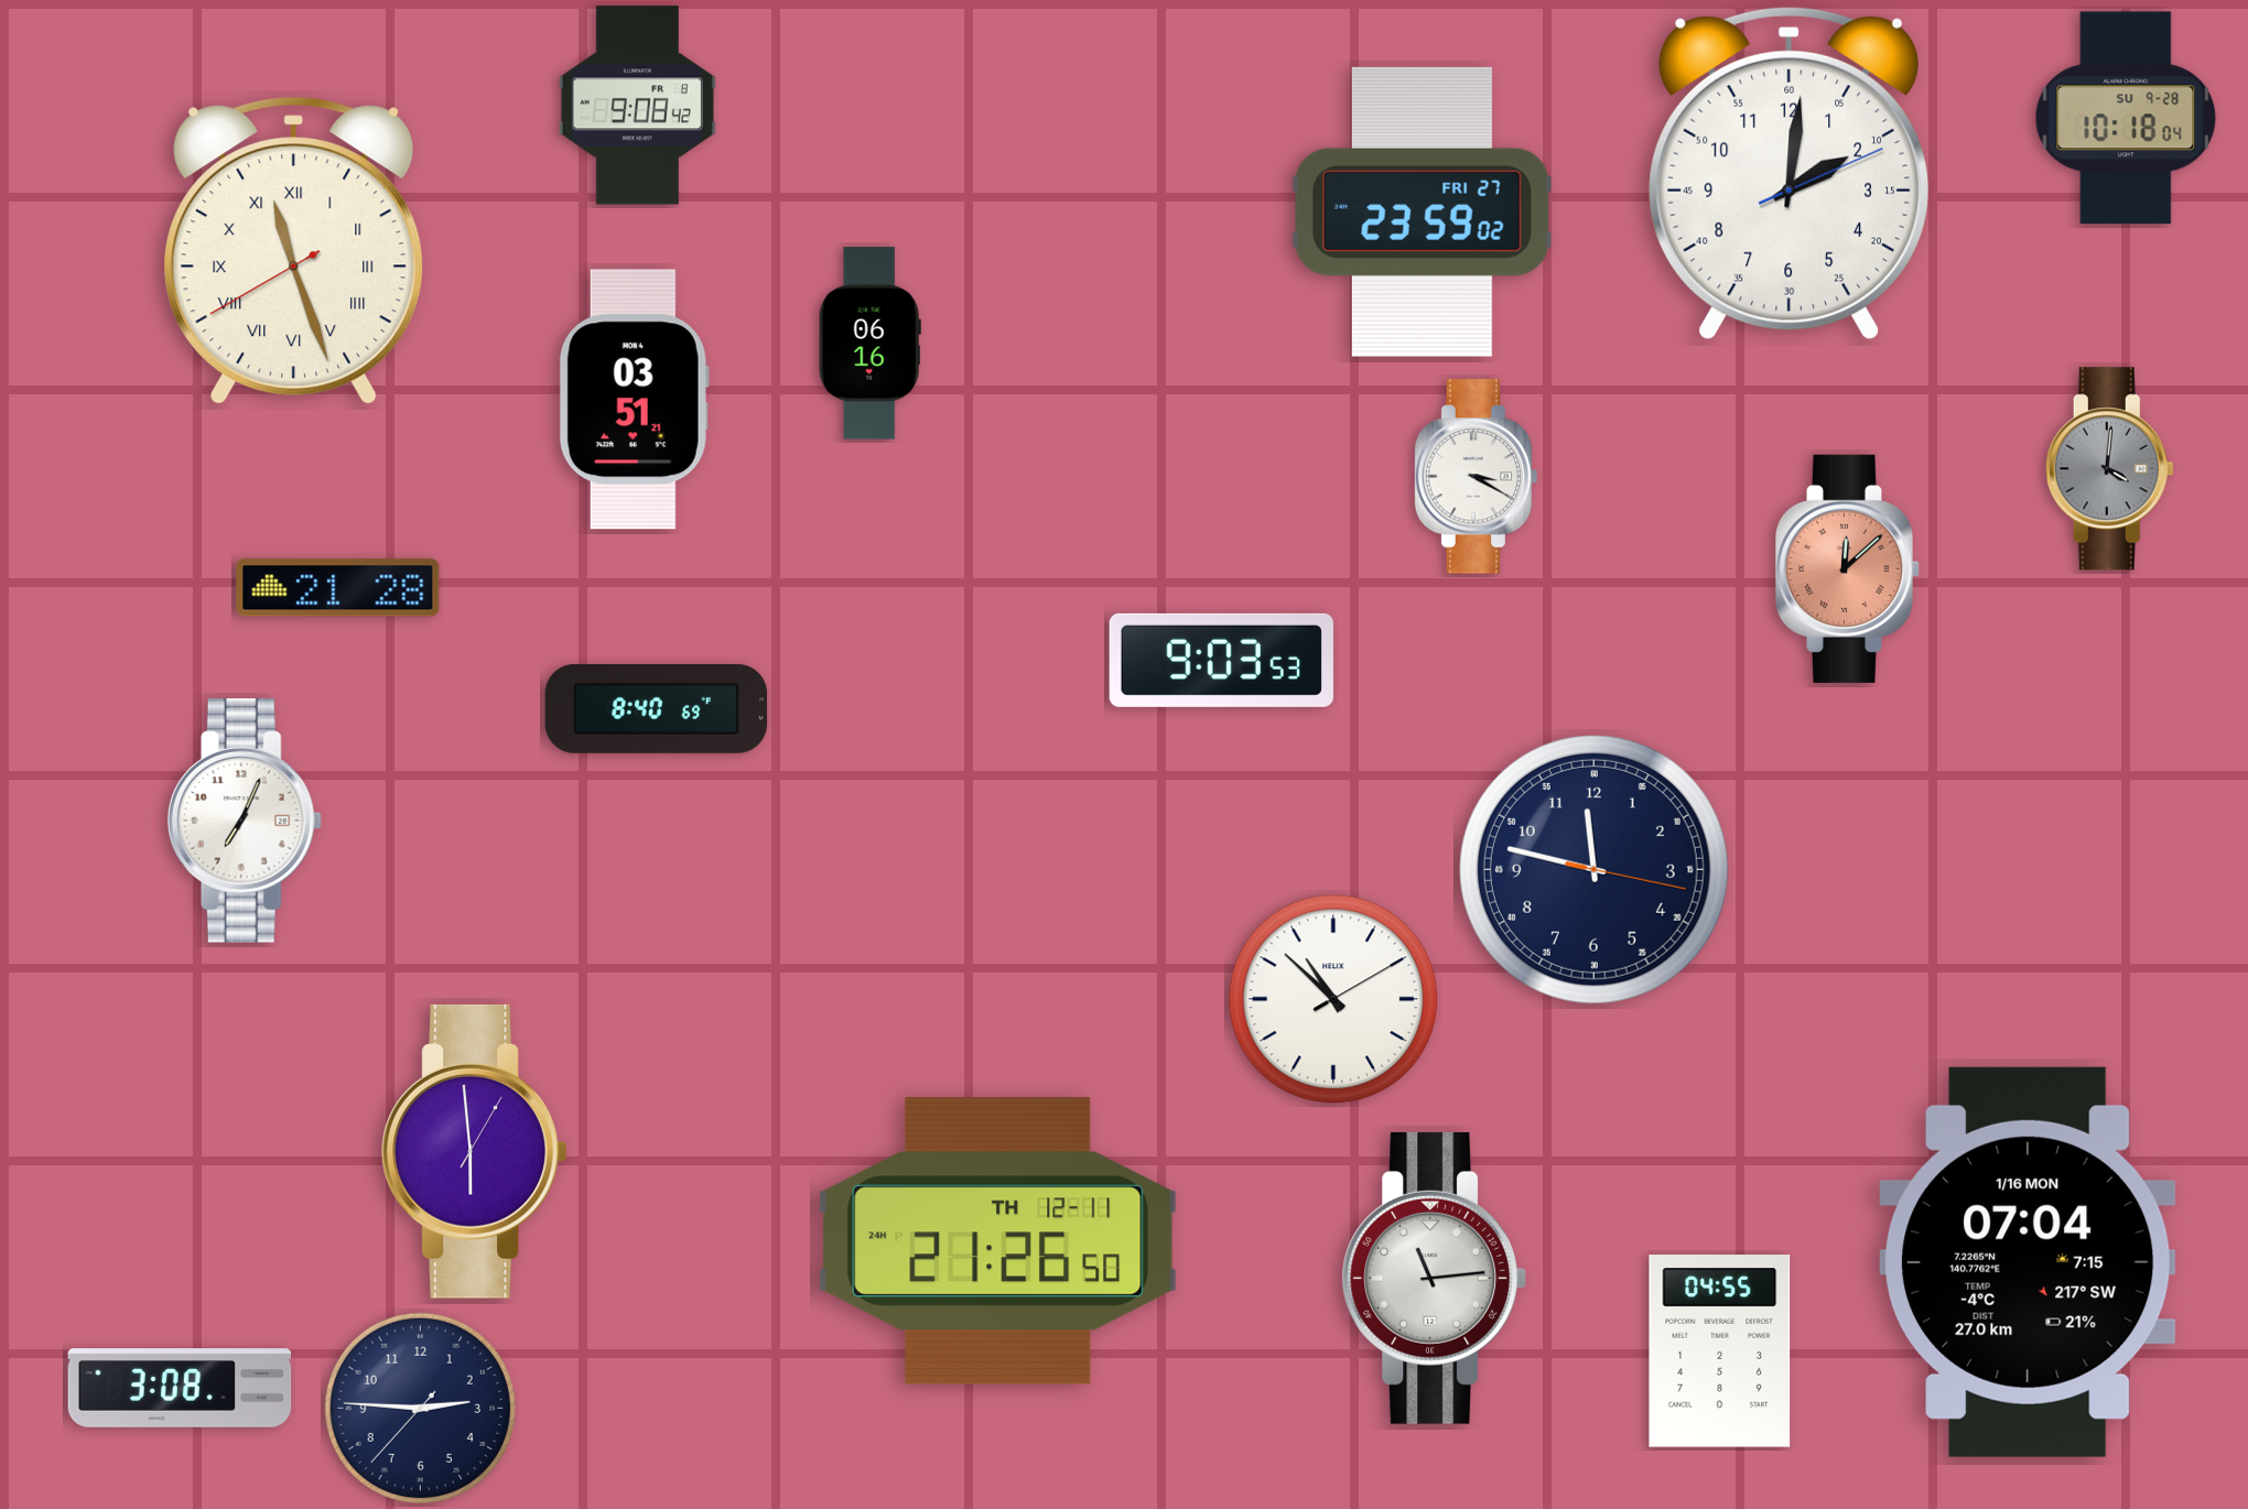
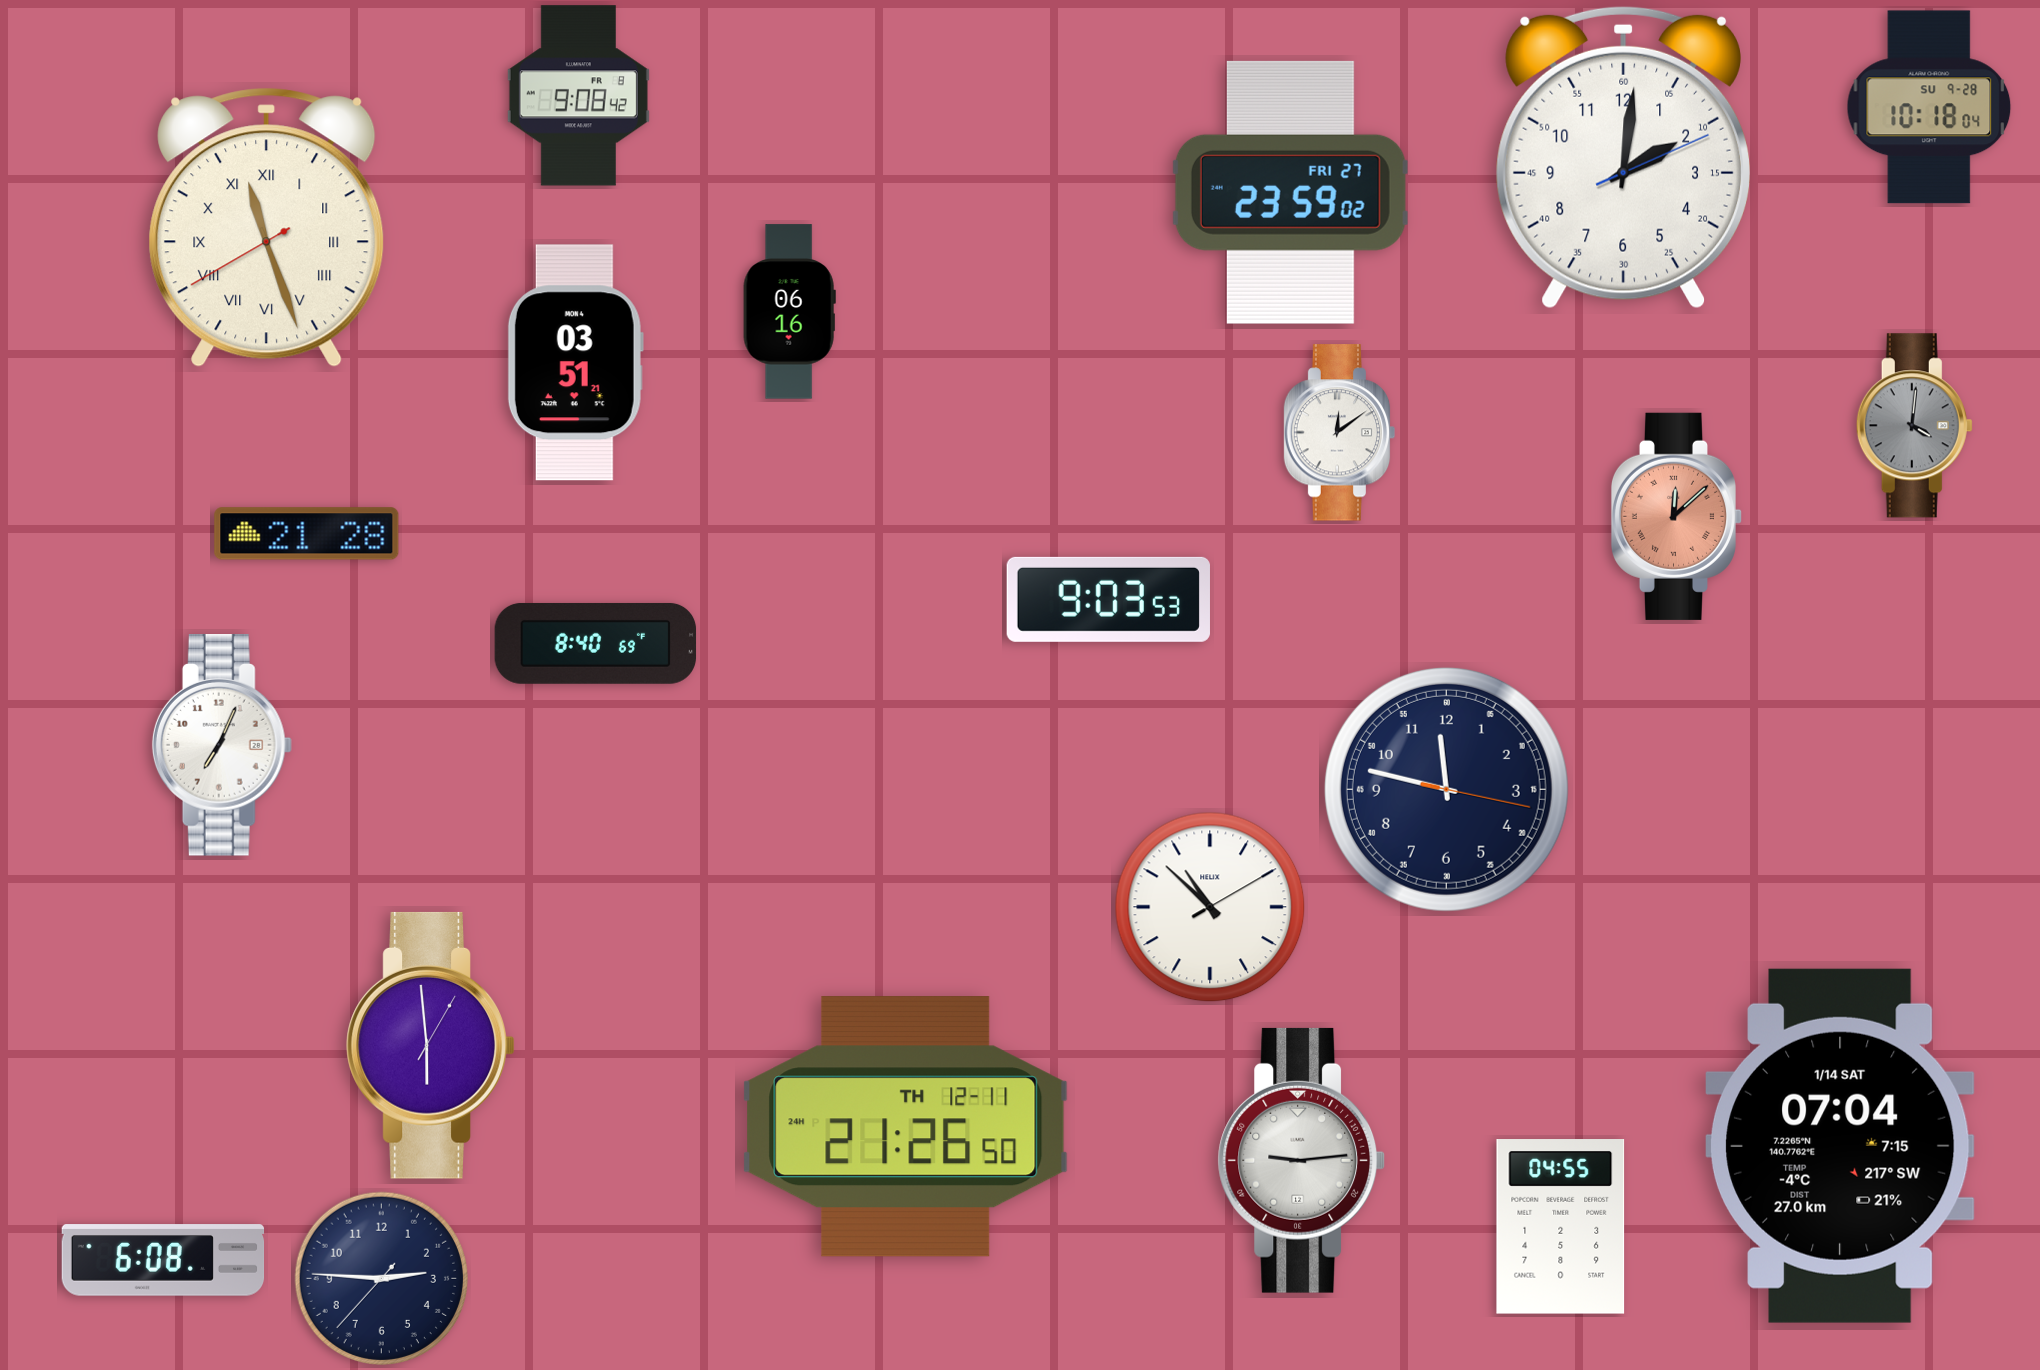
clock at (1477, 477): 3:20 -> 12:09
clock at (2028, 1262) date: 1/16 MON -> 1/14 SAT
clock at (1434, 1278): 11:14 -> 9:14
clock at (180, 1388): 3:08 -> 6:08
